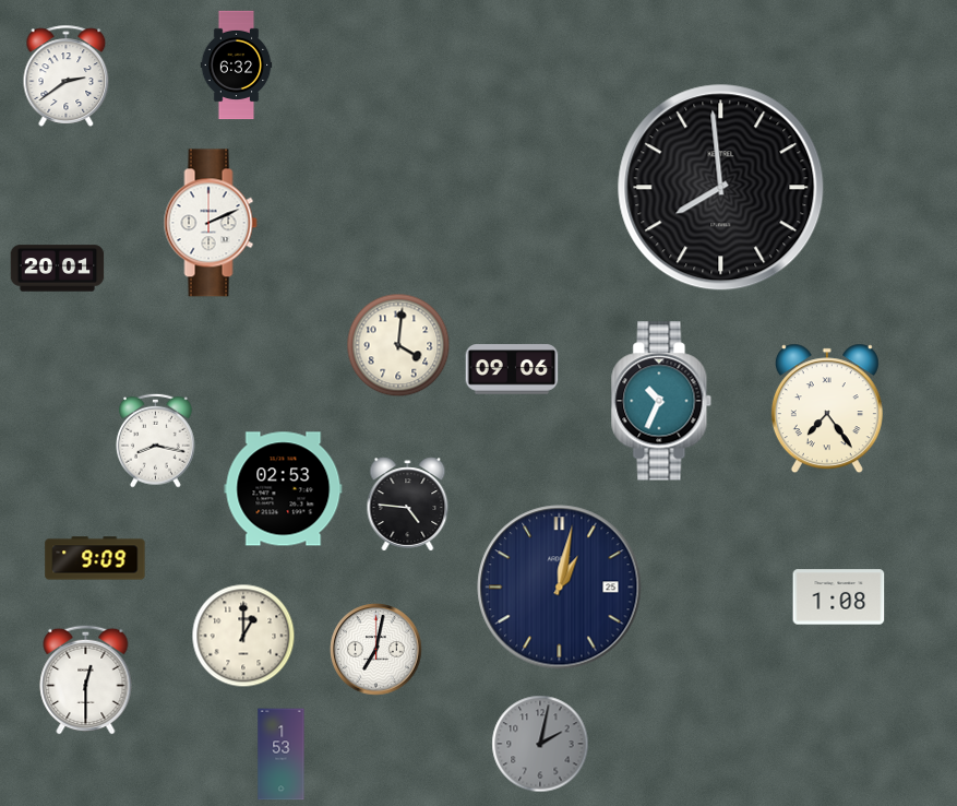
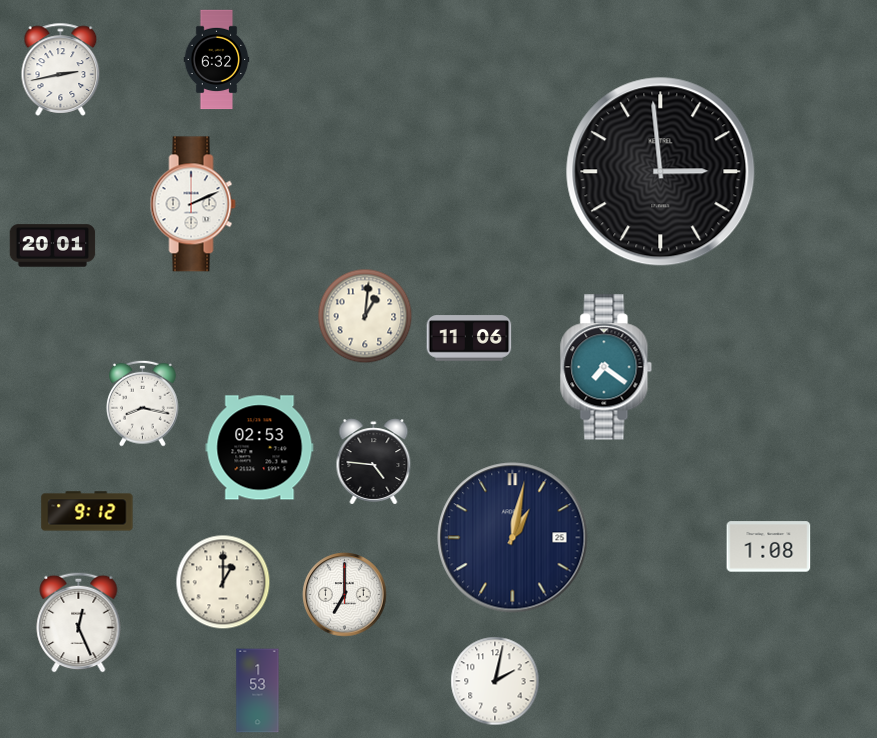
clock at (67, 75): 2:39 -> 2:43
clock at (721, 188): 7:59 -> 2:59
clock at (398, 345): 4:01 -> 1:01
clock at (512, 369): 09:06 -> 11:06
clock at (661, 401): 10:34 -> 7:21
clock at (827, 408): 7:24 -> none
clock at (95, 558): 9:09 -> 9:12
clock at (376, 650): 7:02 -> 7:00
clock at (86, 679): 12:30 -> 12:26
clock at (540, 744) dial: grey -> white
